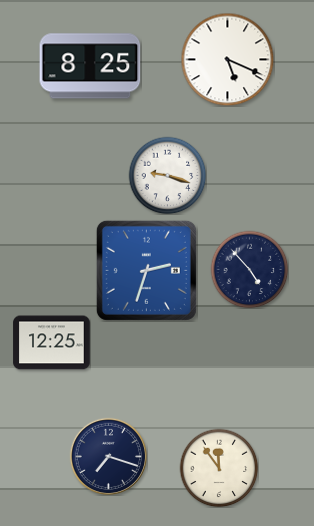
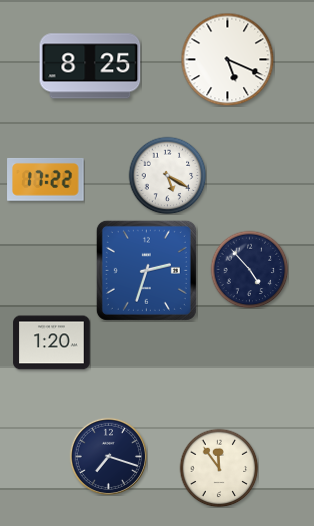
clock at (167, 175): 9:18 -> 5:20
clock at (46, 179): none -> 17:22
clock at (52, 343): 12:25 -> 1:20
